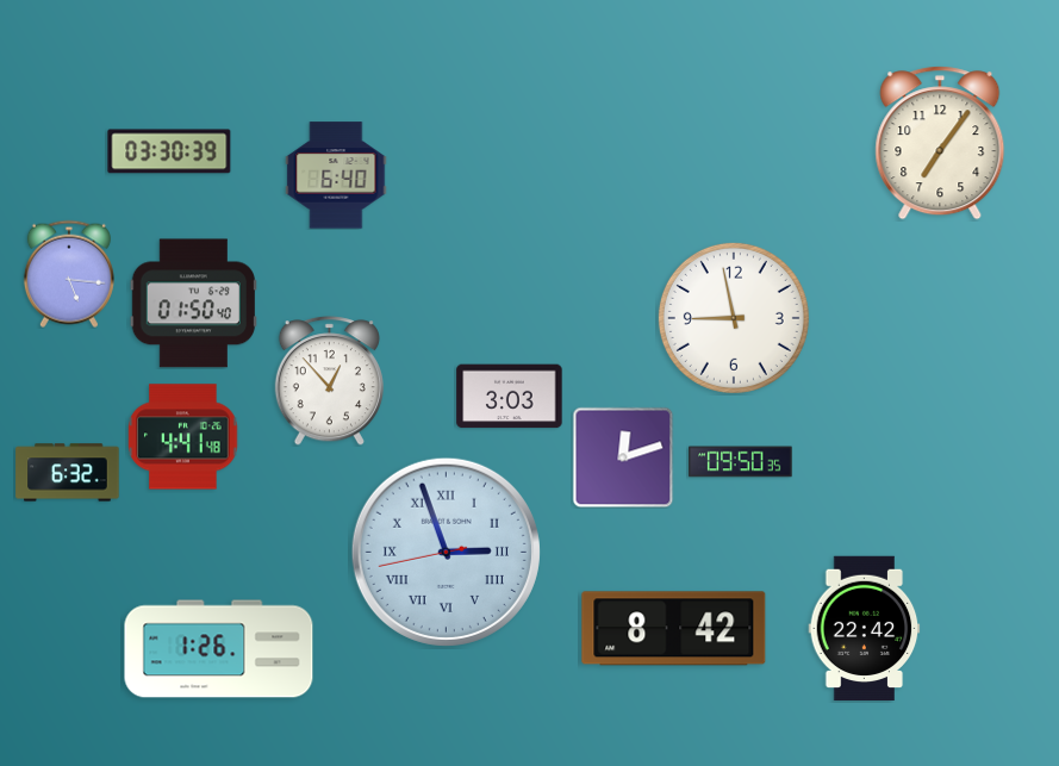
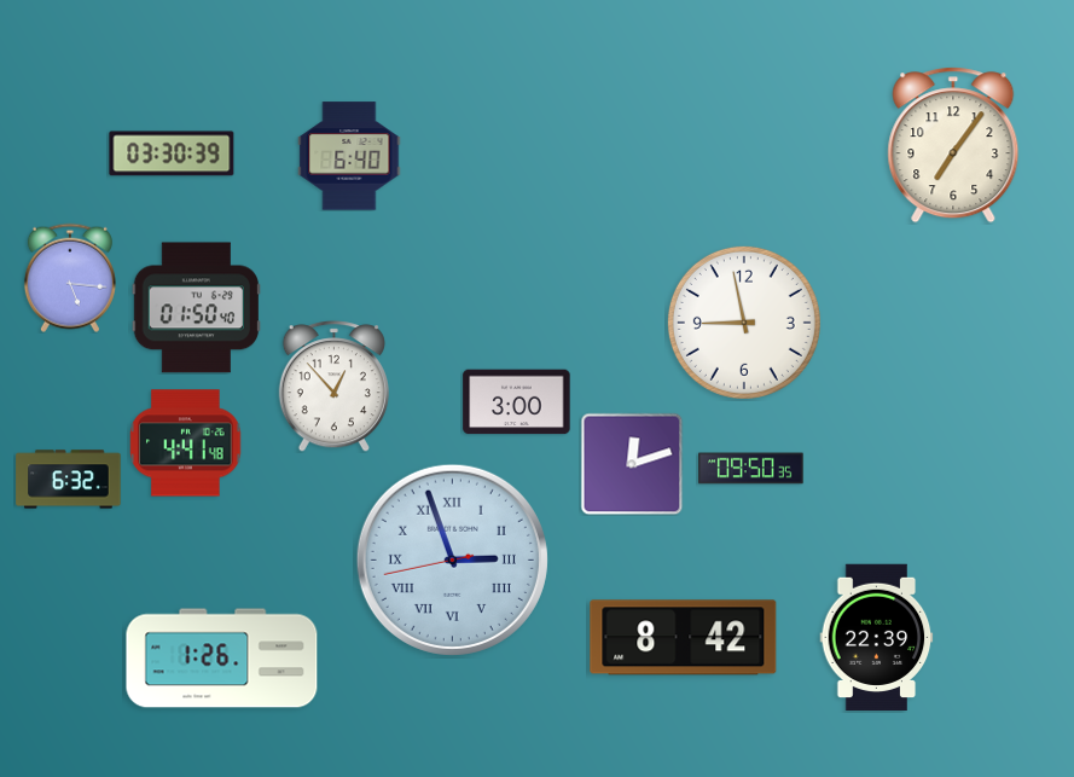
clock at (336, 175) position: (336, 175) -> (349, 156)
clock at (510, 397): 3:03 -> 3:00
clock at (865, 629): 22:42 -> 22:39
